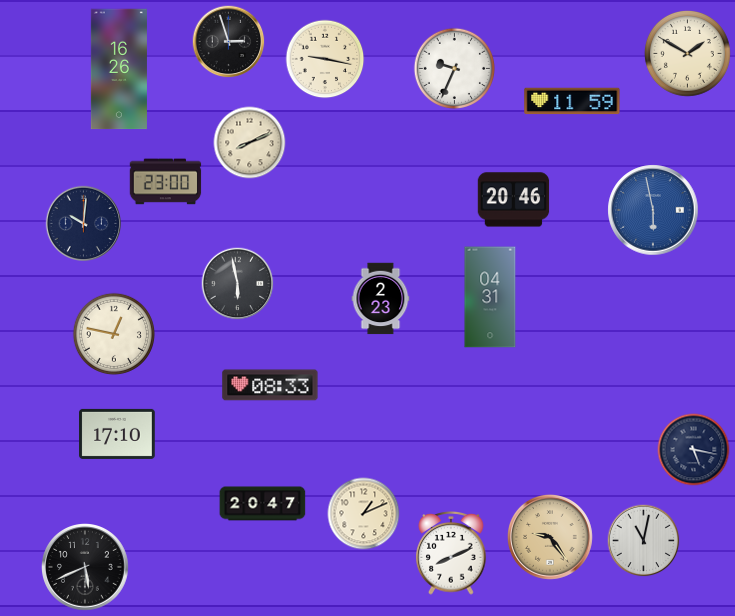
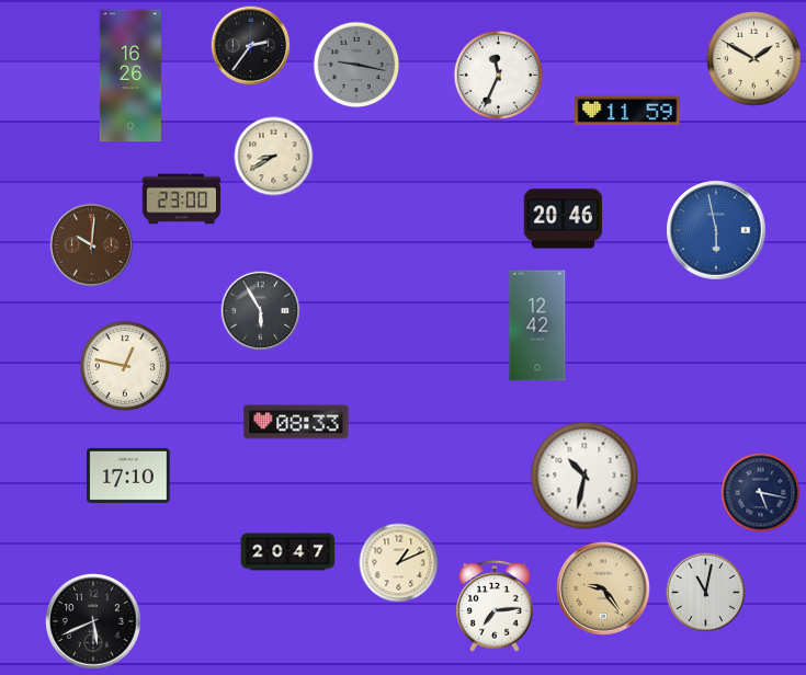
clock at (229, 42): 2:57 -> 2:36
clock at (325, 59) dial: cream -> grey
clock at (454, 68): 9:34 -> 11:34
clock at (250, 143): 8:11 -> 8:40
clock at (84, 224) dial: navy -> brown
clock at (238, 284): 5:58 -> 5:55
clock at (490, 297): 04:31 -> 12:42
clock at (381, 299): 2:23 -> none
clock at (584, 476): none -> 10:32
clock at (451, 554): 8:11 -> 7:14
